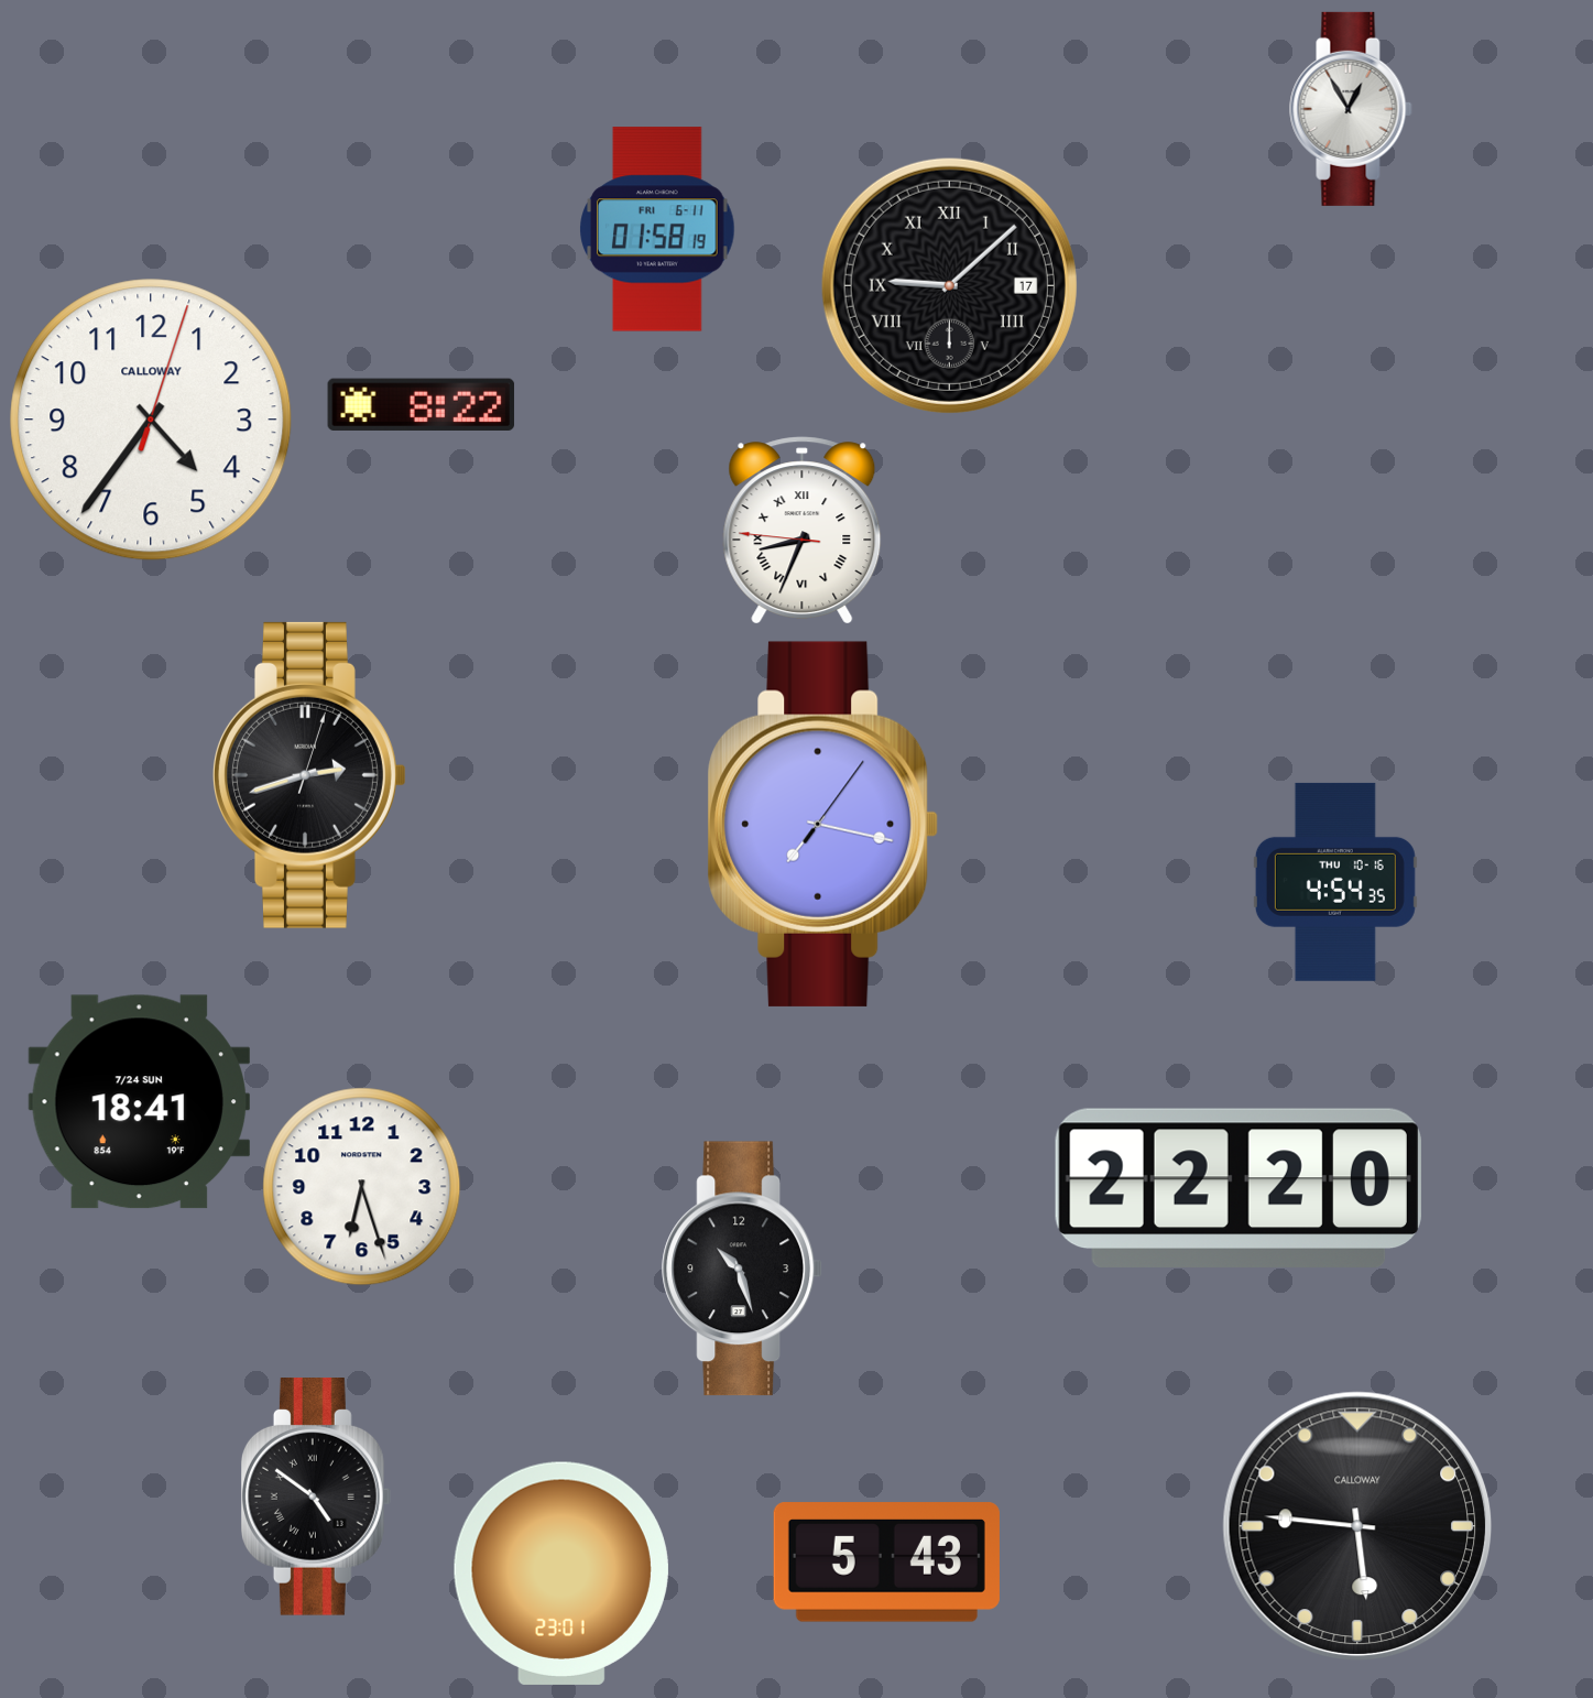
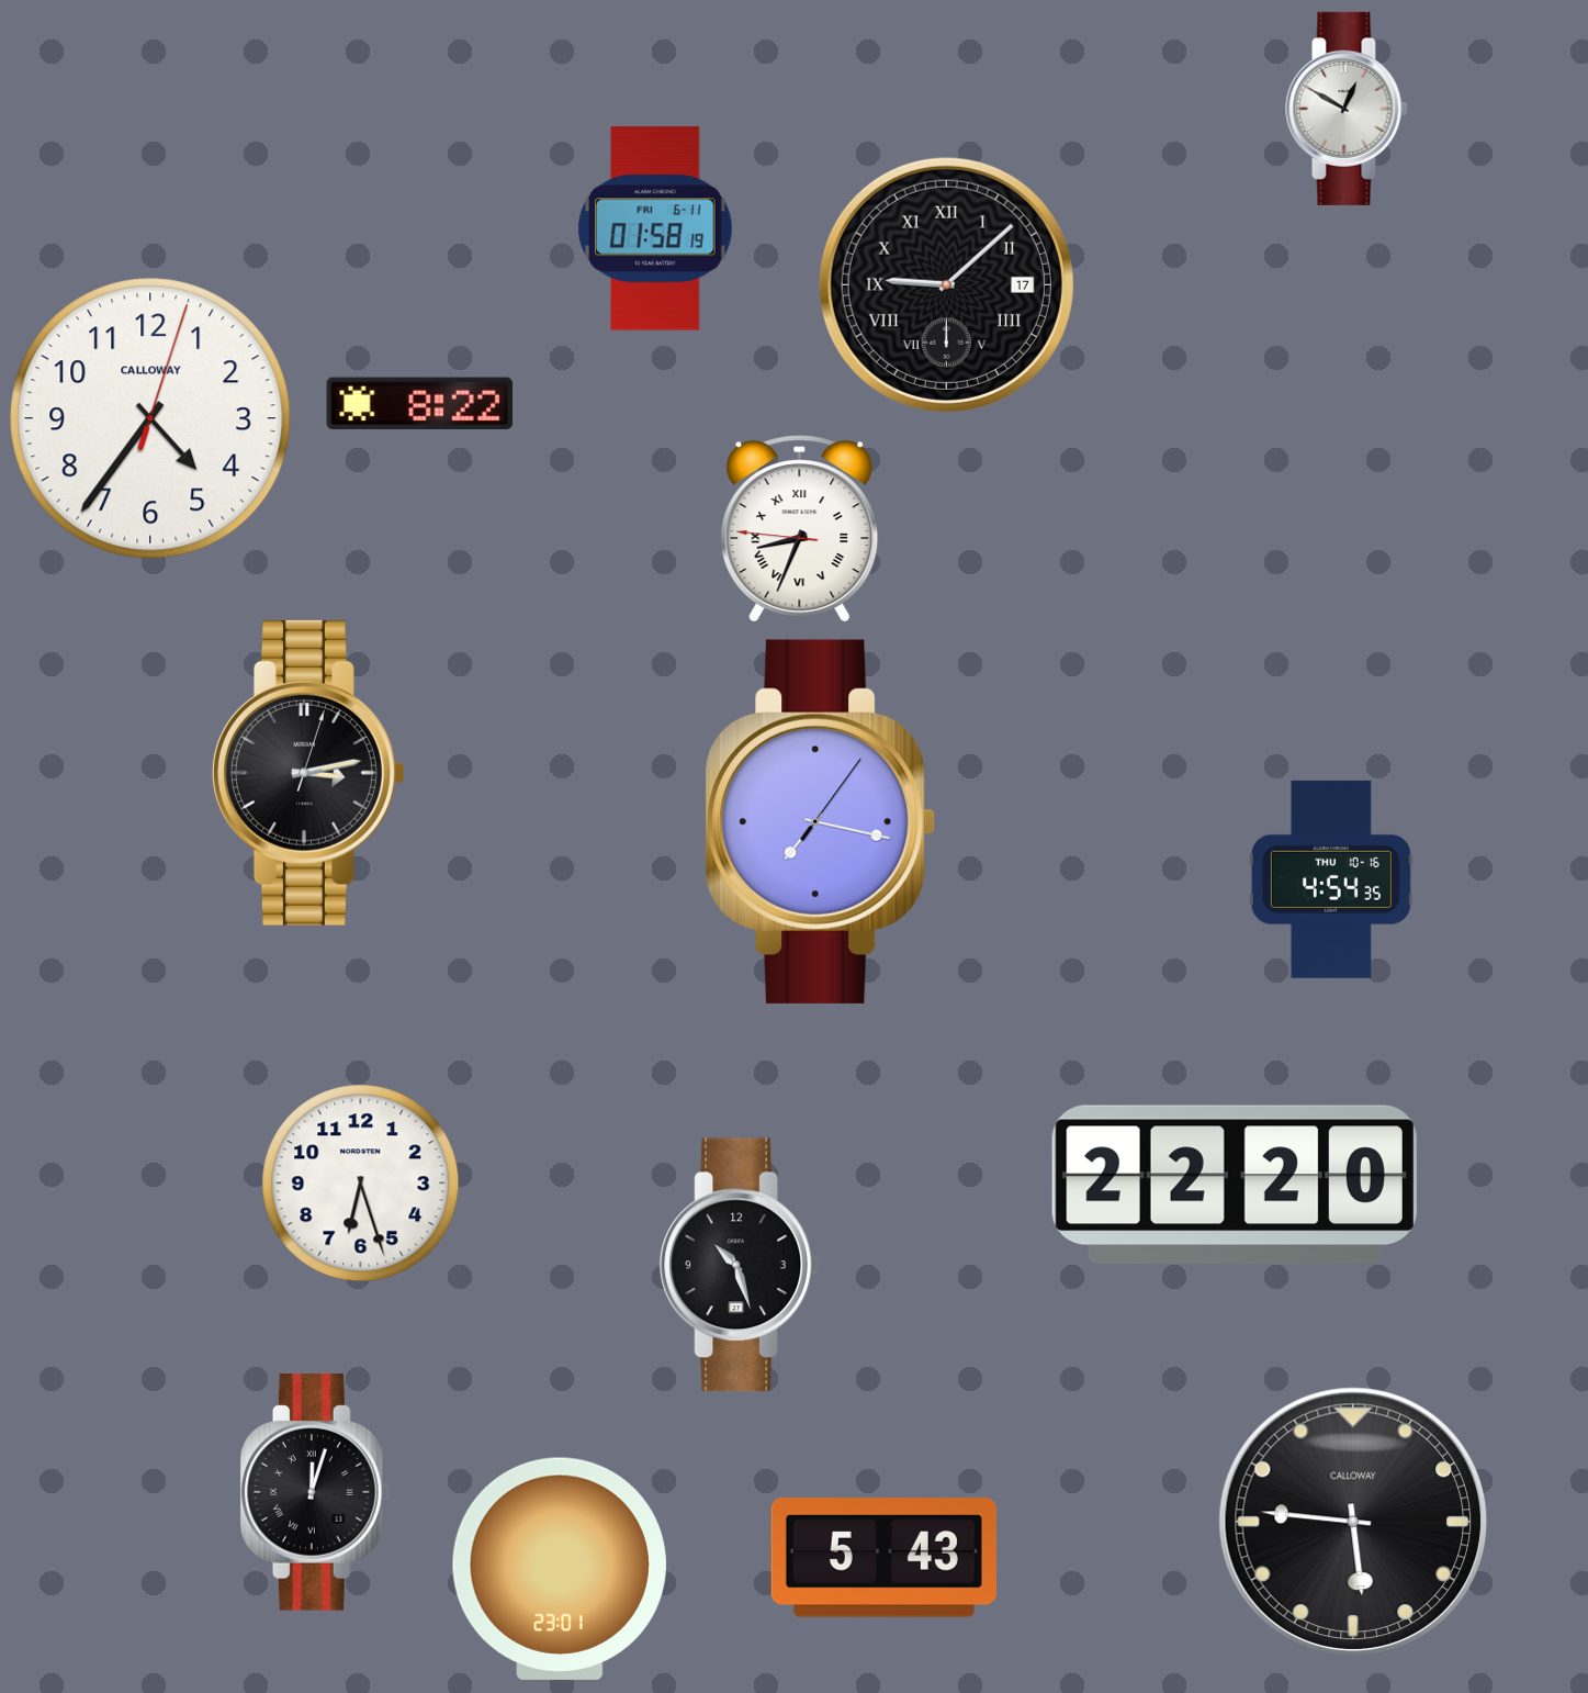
clock at (1351, 109): 12:55 -> 12:50
clock at (310, 775): 2:42 -> 3:13
clock at (139, 1102): 18:41 -> none
clock at (316, 1498): 4:51 -> 12:03
